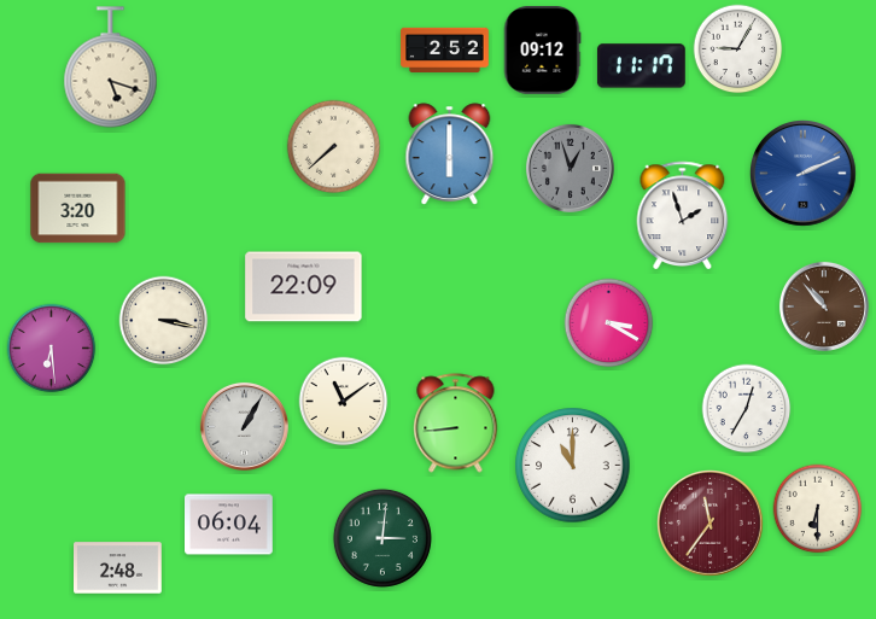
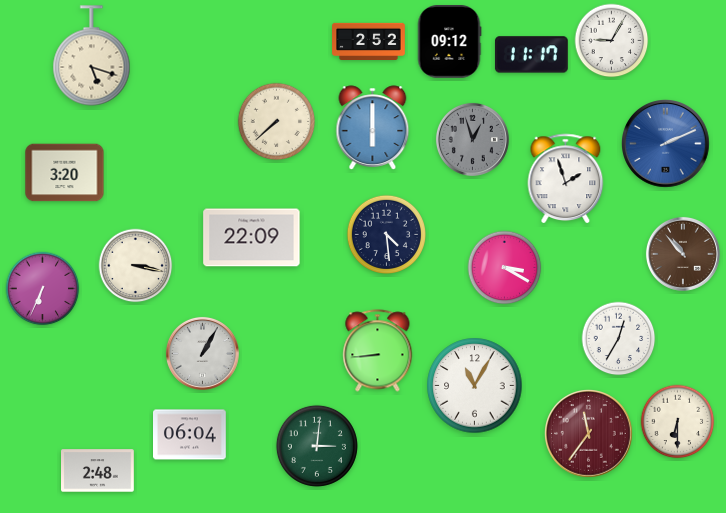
clock at (386, 234): none -> 4:29
clock at (52, 349): 6:29 -> 6:34
clock at (344, 402): 11:09 -> none
clock at (573, 466): 11:00 -> 11:05
